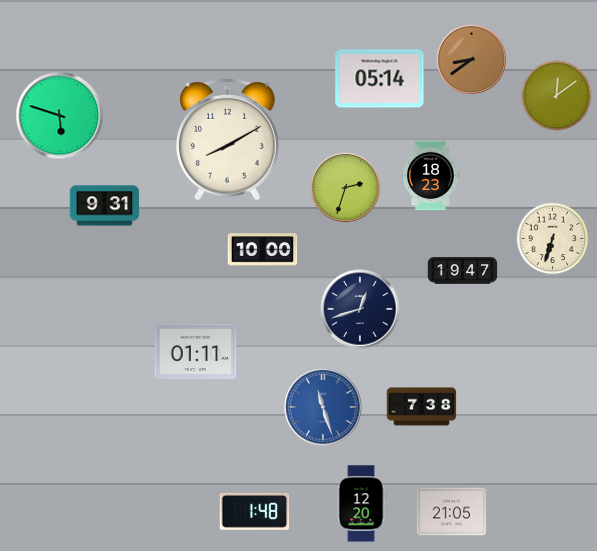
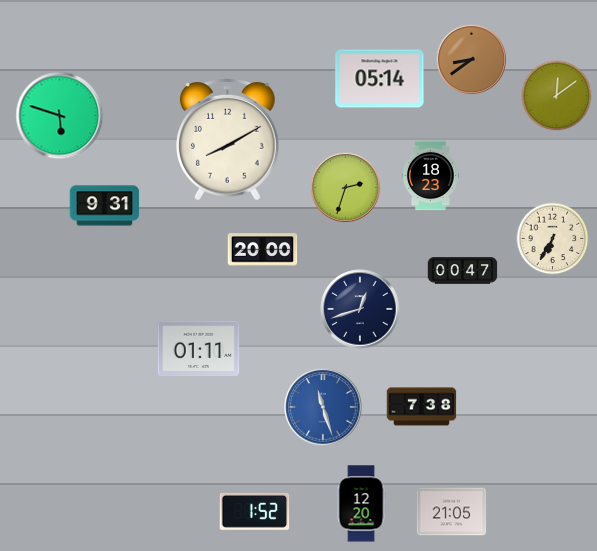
clock at (553, 239): 6:33 -> 6:35
clock at (263, 250): 10:00 -> 20:00
clock at (463, 271): 19:47 -> 00:47
clock at (196, 351) position: (196, 351) -> (199, 348)
clock at (255, 511): 1:48 -> 1:52
